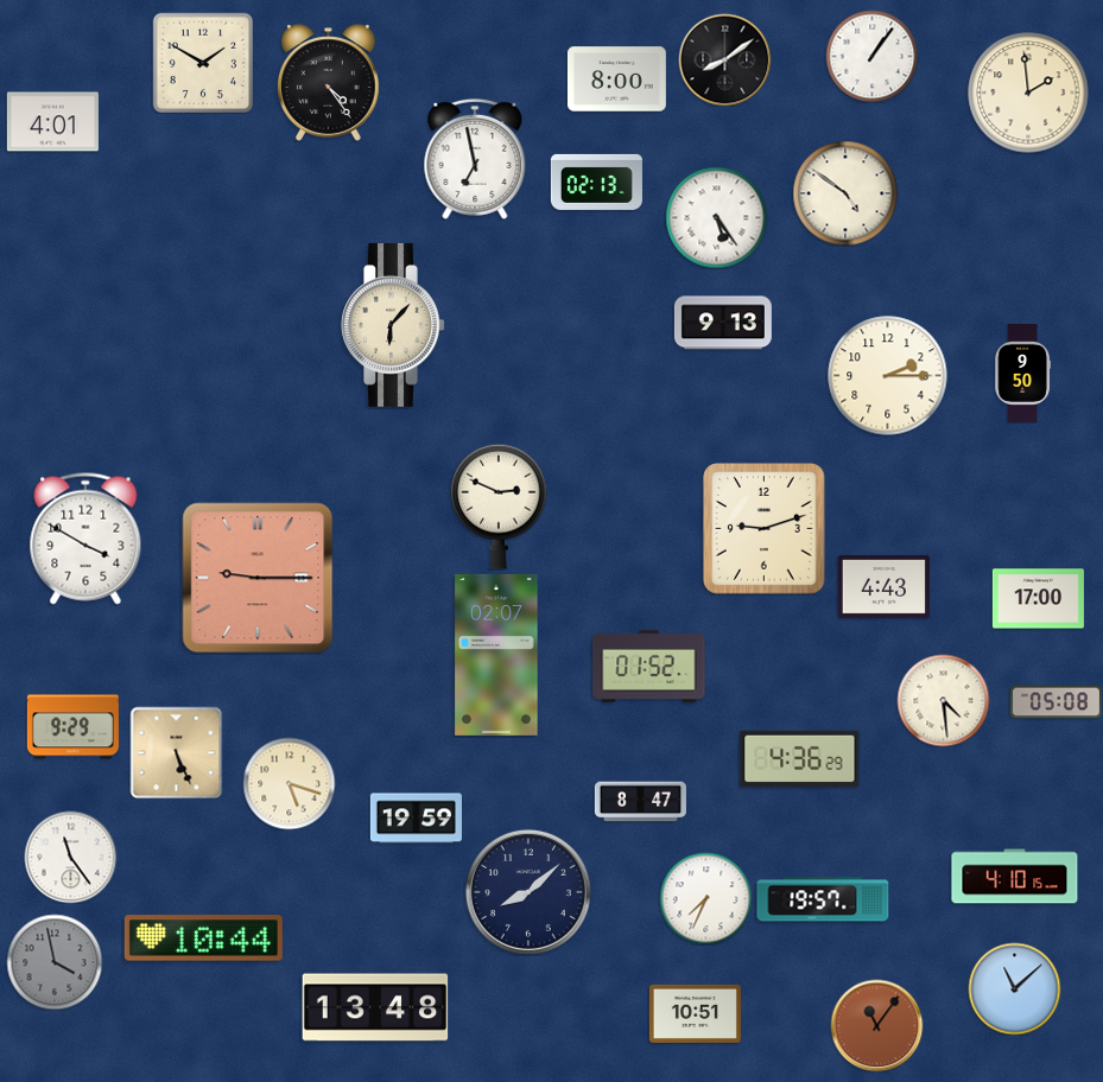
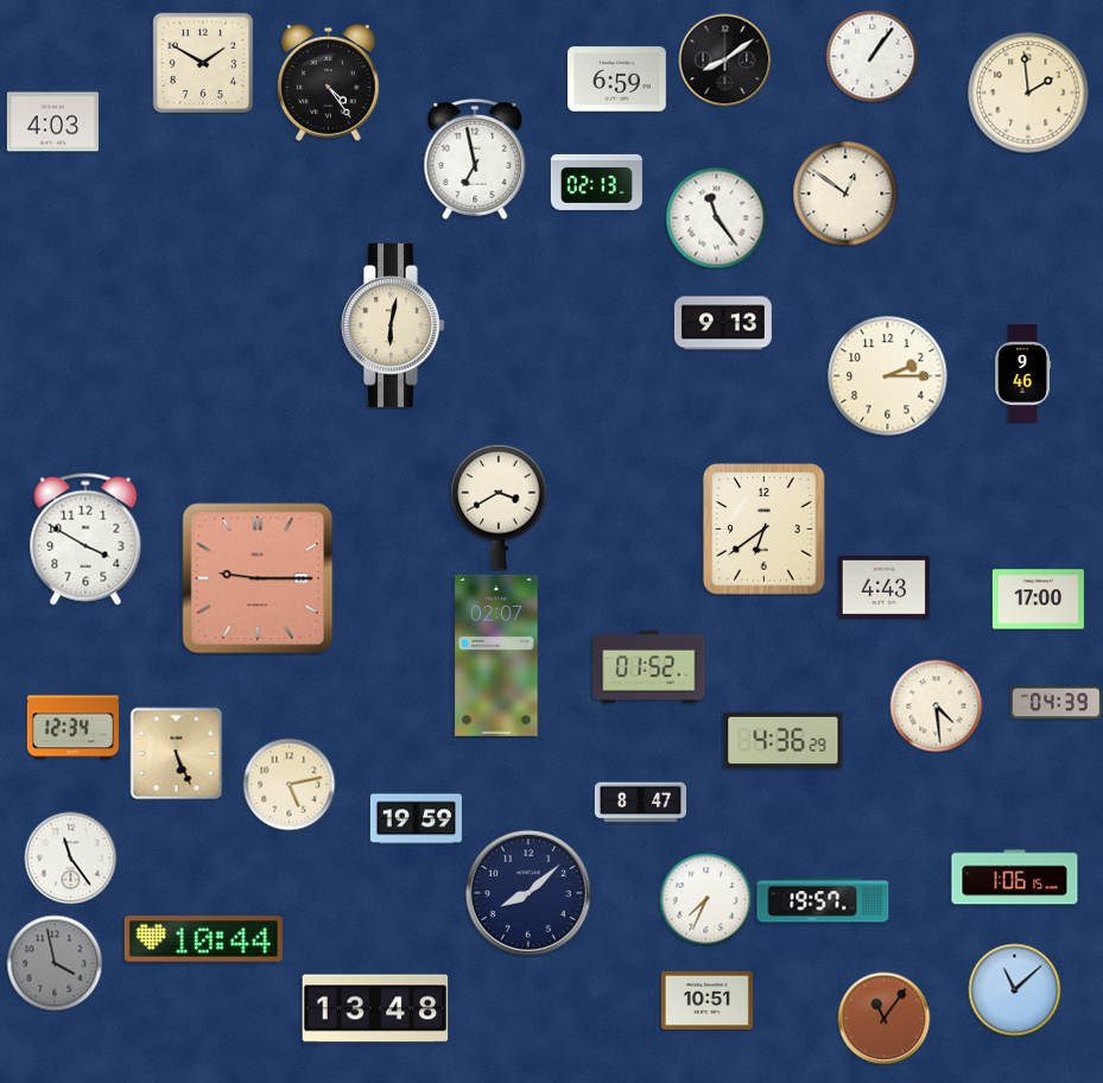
clock at (616, 79): 8:00 -> 6:59
clock at (52, 122): 4:01 -> 4:03
clock at (845, 193): 4:51 -> 12:51
clock at (716, 217): 5:24 -> 11:24
clock at (393, 325): 6:07 -> 6:02
clock at (1022, 374): 9:50 -> 9:46
clock at (499, 507): 2:49 -> 3:40
clock at (765, 529): 9:12 -> 6:39
clock at (943, 700) position: (943, 700) -> (936, 705)
clock at (1056, 702): 05:08 -> 04:39
clock at (72, 727): 9:29 -> 12:34
clock at (800, 758) position: (800, 758) -> (784, 740)
clock at (289, 783): 5:18 -> 5:13
clock at (1015, 877): 4:10 -> 1:06
clock at (695, 1013) position: (695, 1013) -> (706, 1000)
clock at (876, 1025) position: (876, 1025) -> (883, 1018)
